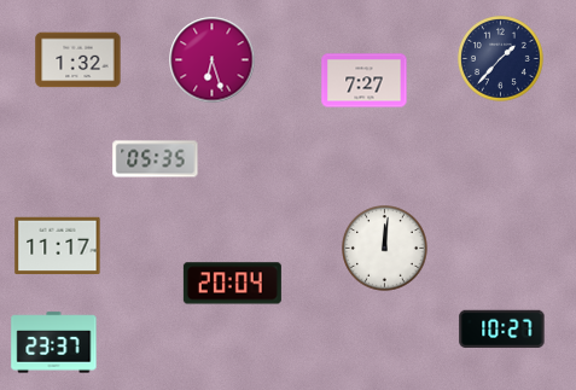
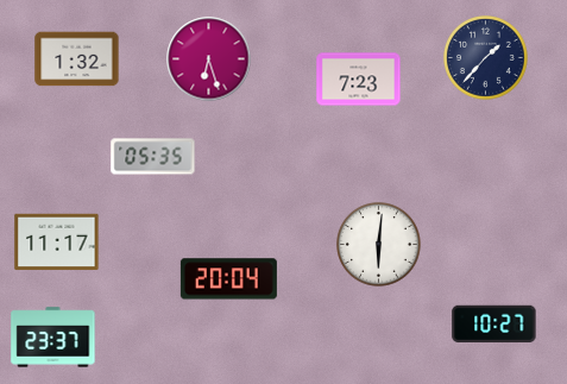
clock at (501, 59) position: (501, 59) -> (486, 58)
clock at (365, 81): 7:27 -> 7:23
clock at (385, 249): 12:01 -> 6:01
